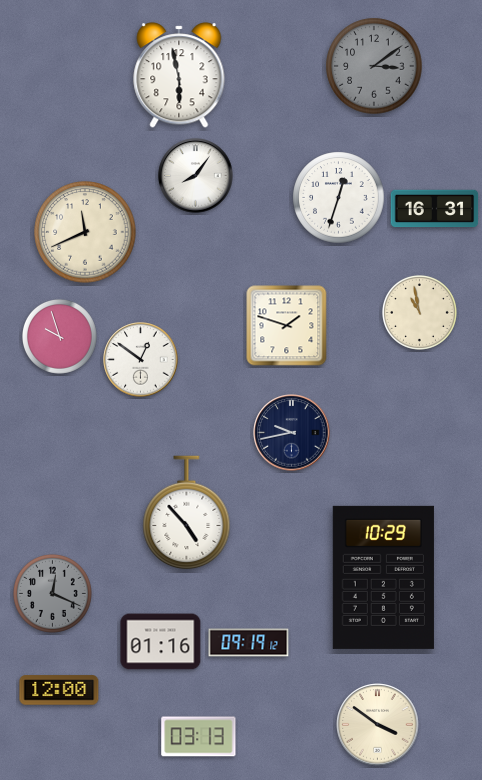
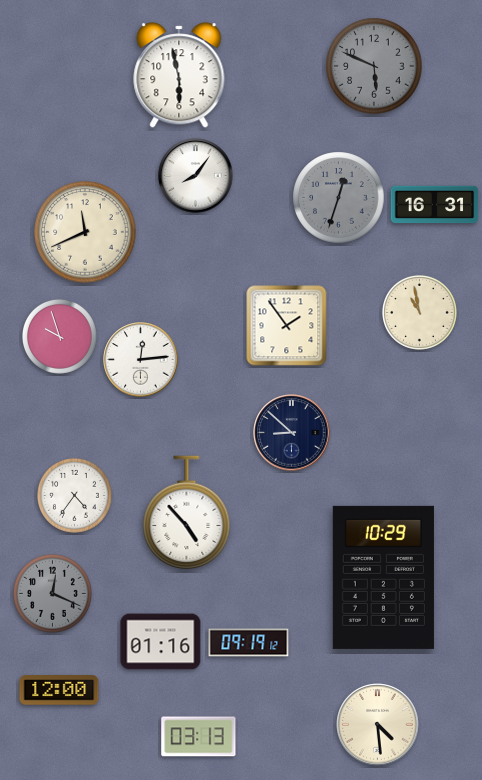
clock at (374, 66): 3:09 -> 5:49
clock at (339, 198) dial: white -> grey
clock at (435, 209) position: (435, 209) -> (435, 205)
clock at (287, 326): 1:48 -> 1:54
clock at (141, 360): 12:51 -> 12:14
clock at (292, 433): 9:43 -> 8:52
clock at (74, 495): none -> 4:36
clock at (378, 725): 3:51 -> 4:29
